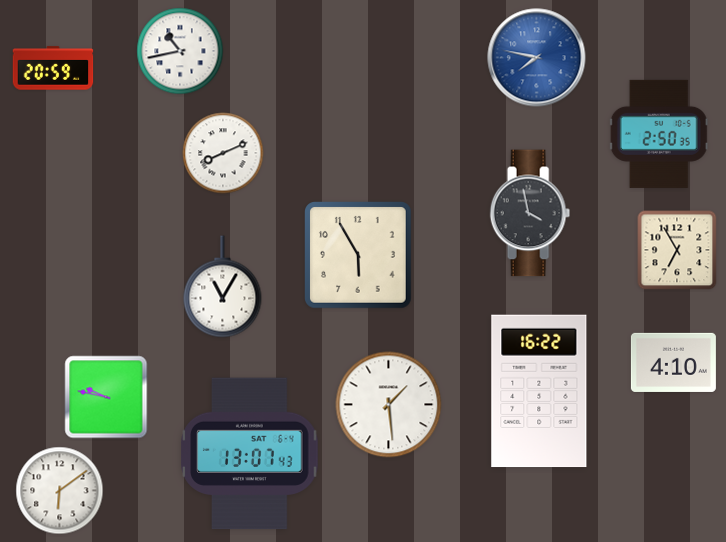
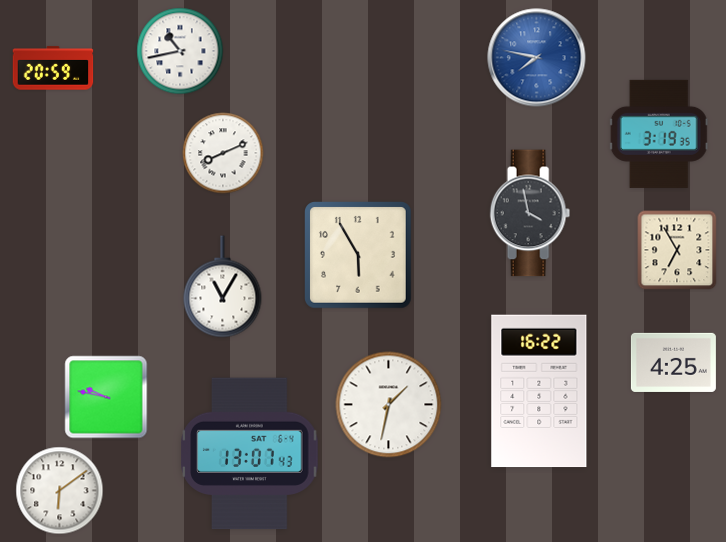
clock at (659, 134): 2:50 -> 3:19
clock at (673, 362): 4:10 -> 4:25
clock at (389, 405): 1:29 -> 1:32
